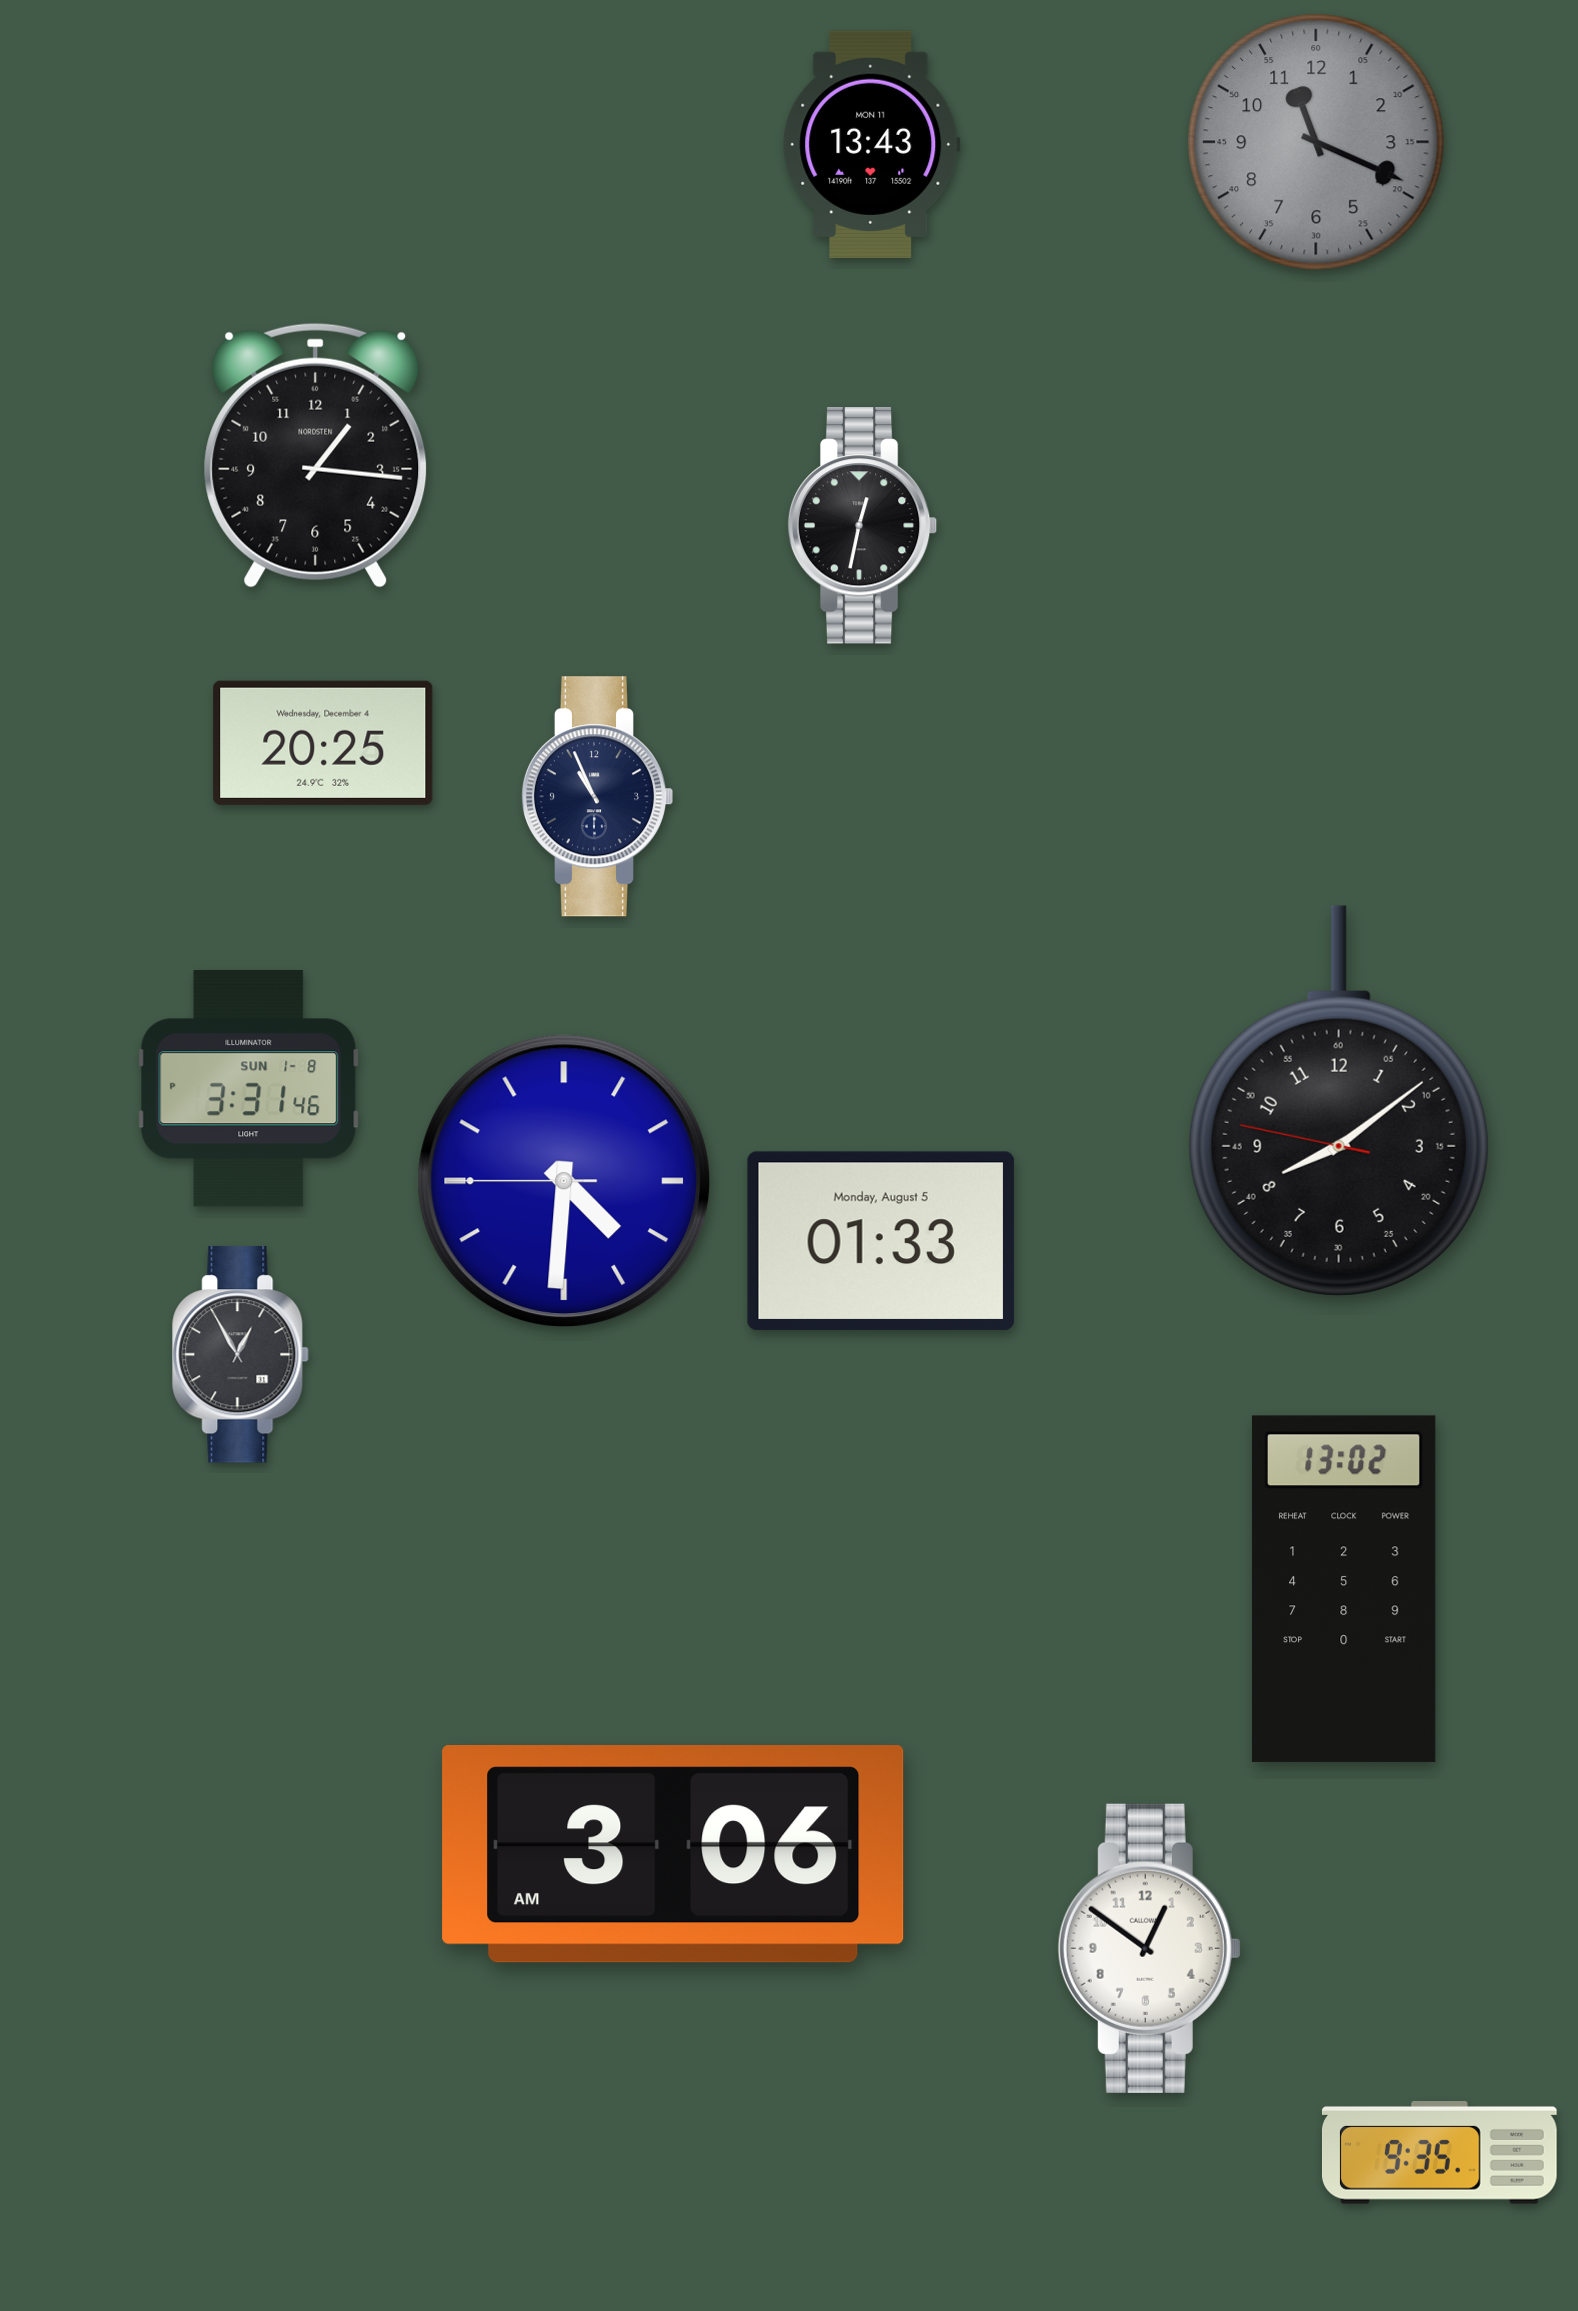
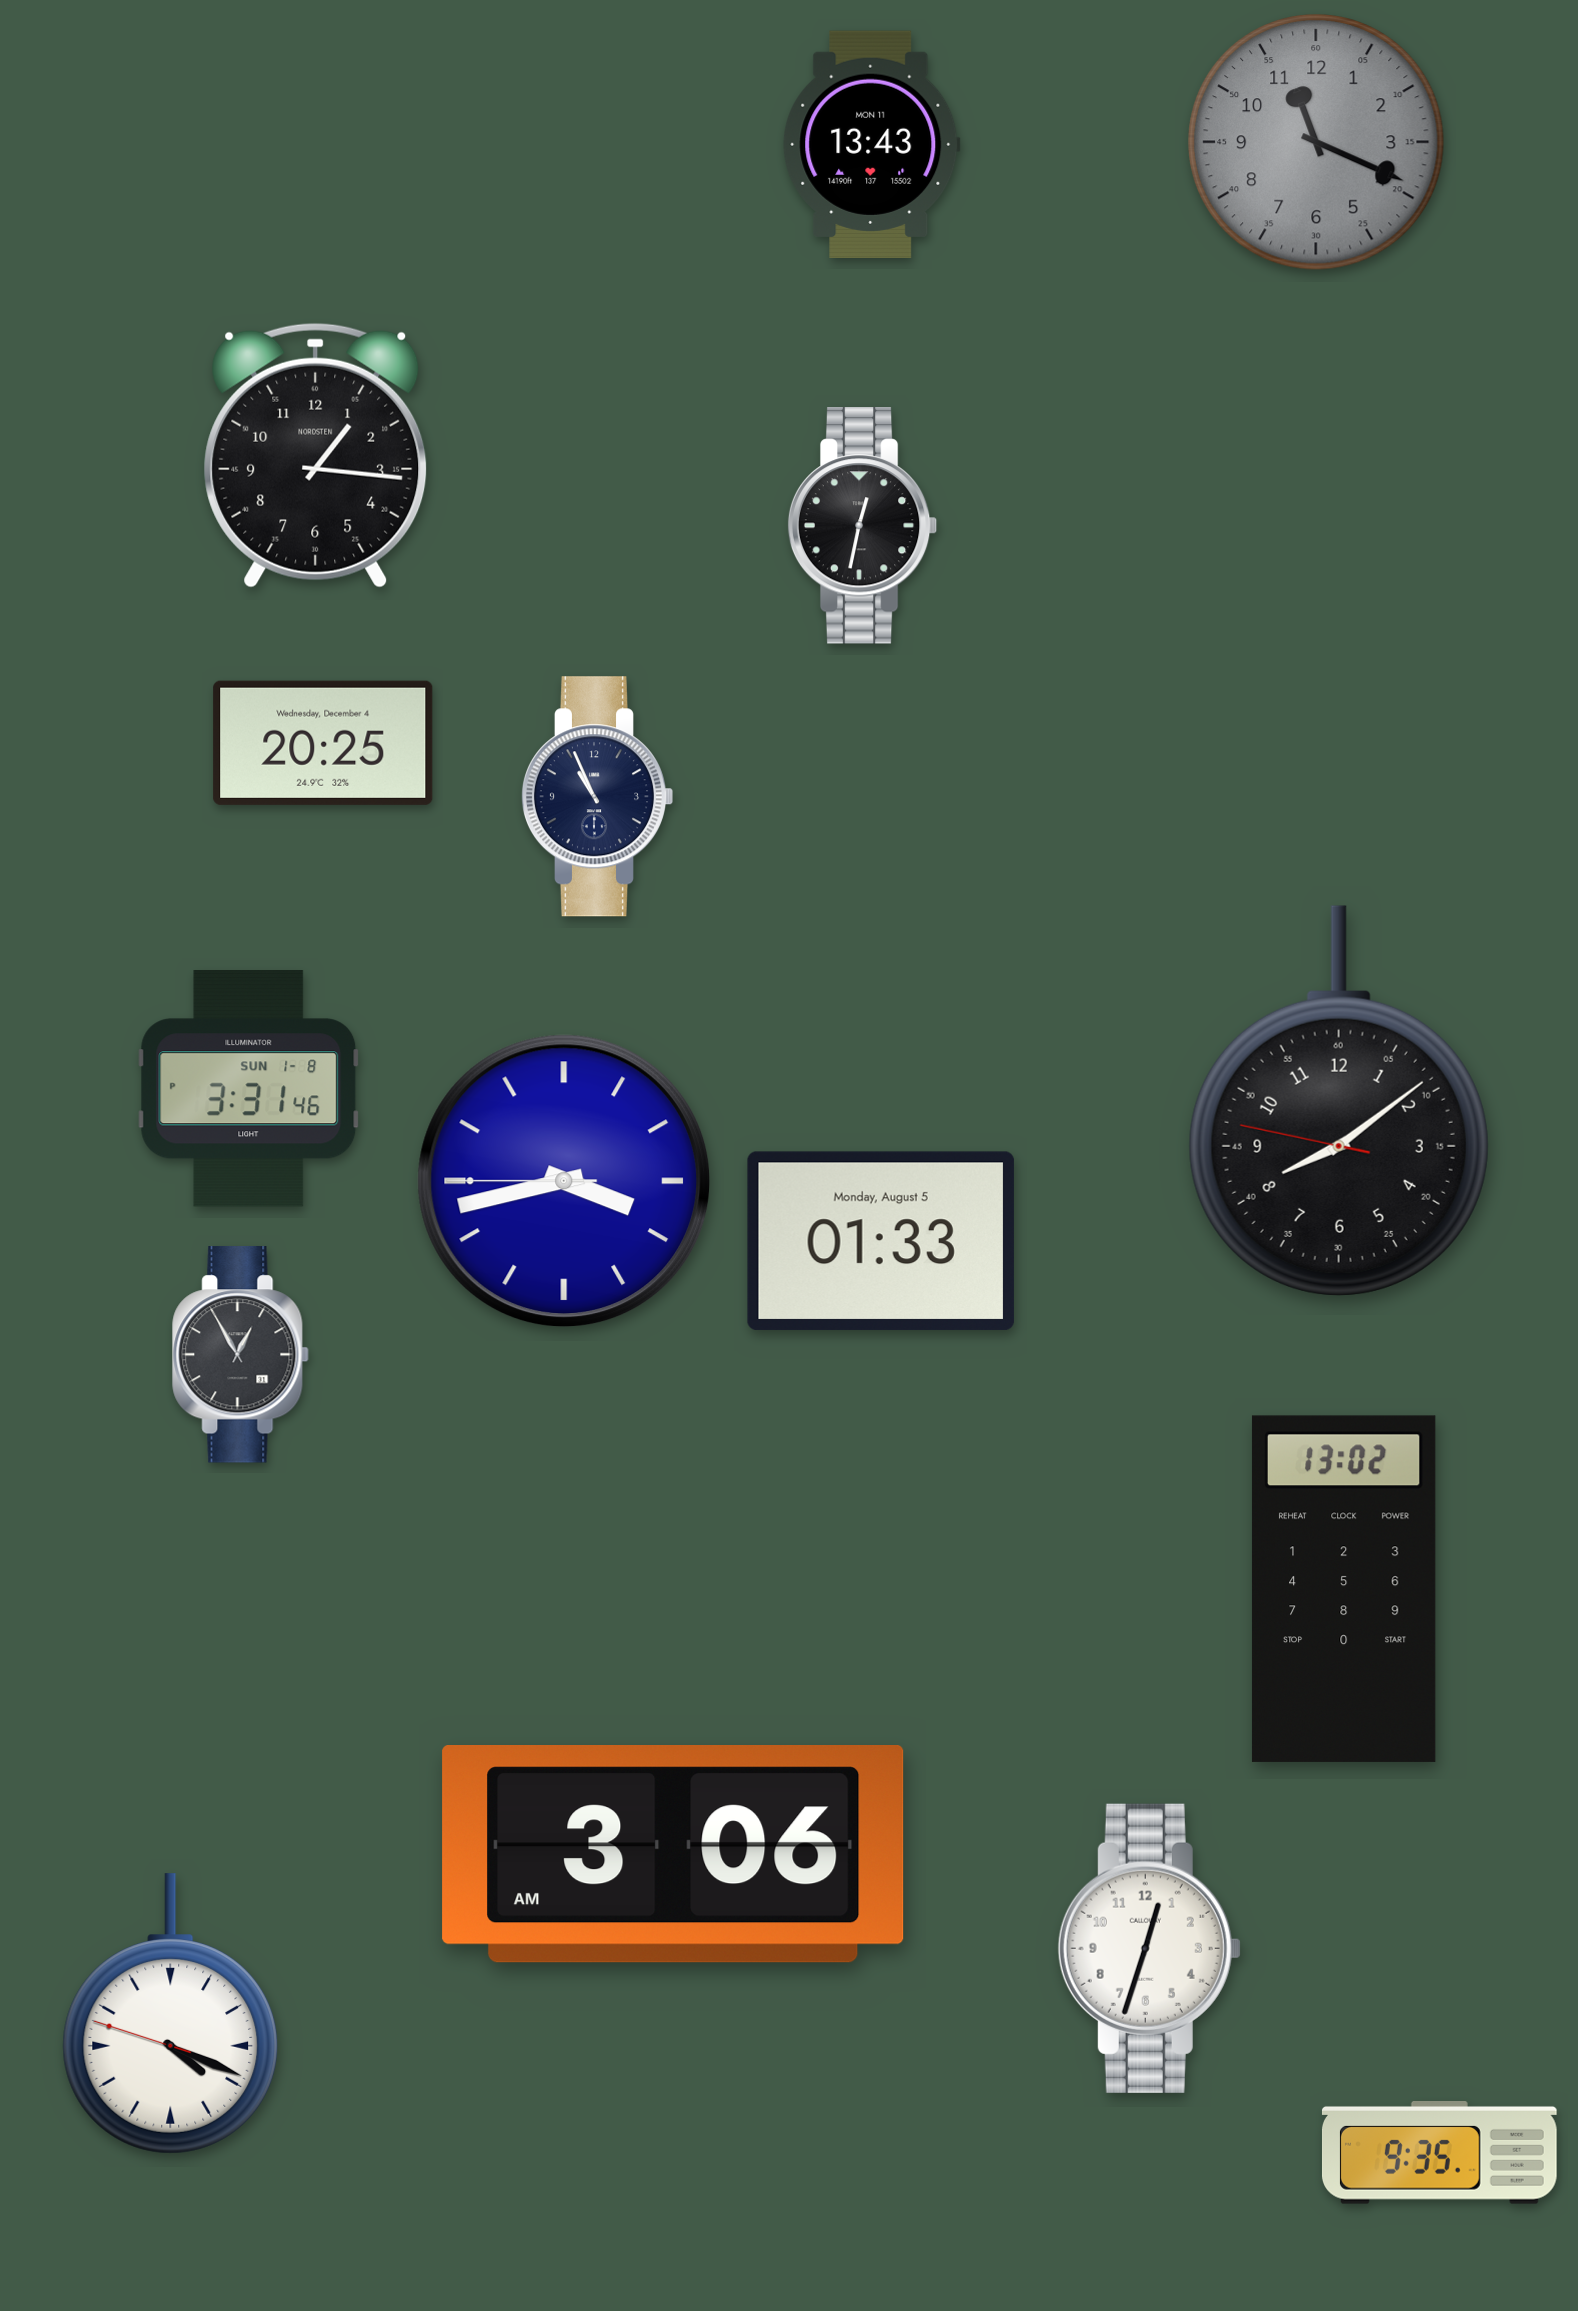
clock at (564, 1181): 4:30 -> 3:42
clock at (1149, 1948): 12:51 -> 12:33
clock at (171, 2014): none -> 4:18
